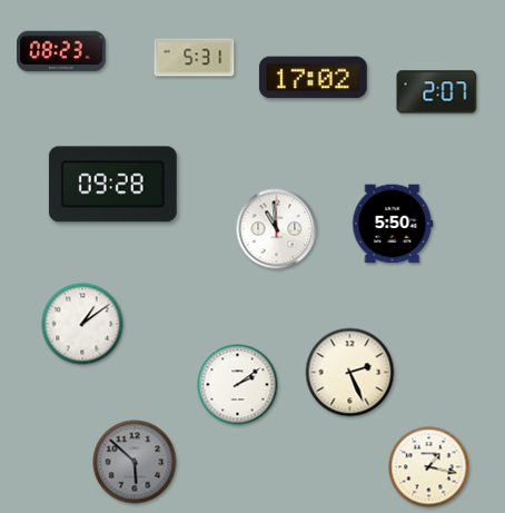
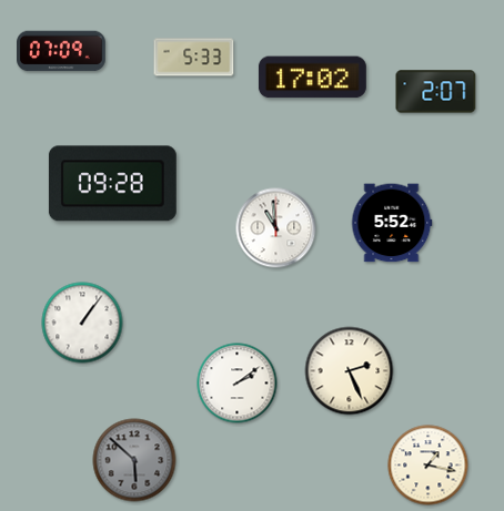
clock at (62, 51): 08:23 -> 07:09
clock at (195, 58): 5:31 -> 5:33
clock at (393, 224): 5:50 -> 5:52
clock at (82, 324): 1:09 -> 1:06
